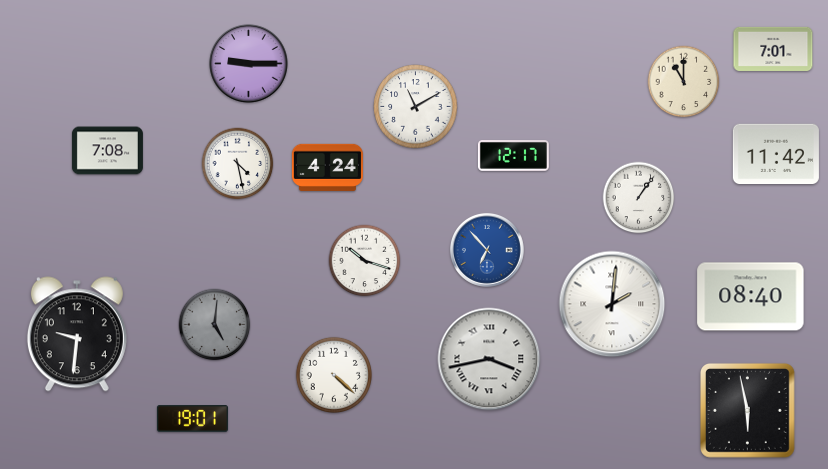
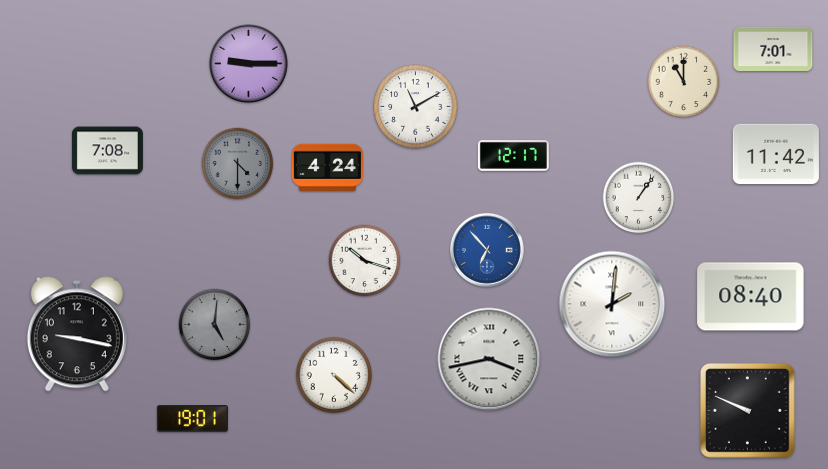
clock at (238, 164): 4:28 -> 4:30
clock at (238, 164) dial: white -> grey
clock at (77, 334): 9:31 -> 9:17
clock at (747, 410): 5:58 -> 9:49
